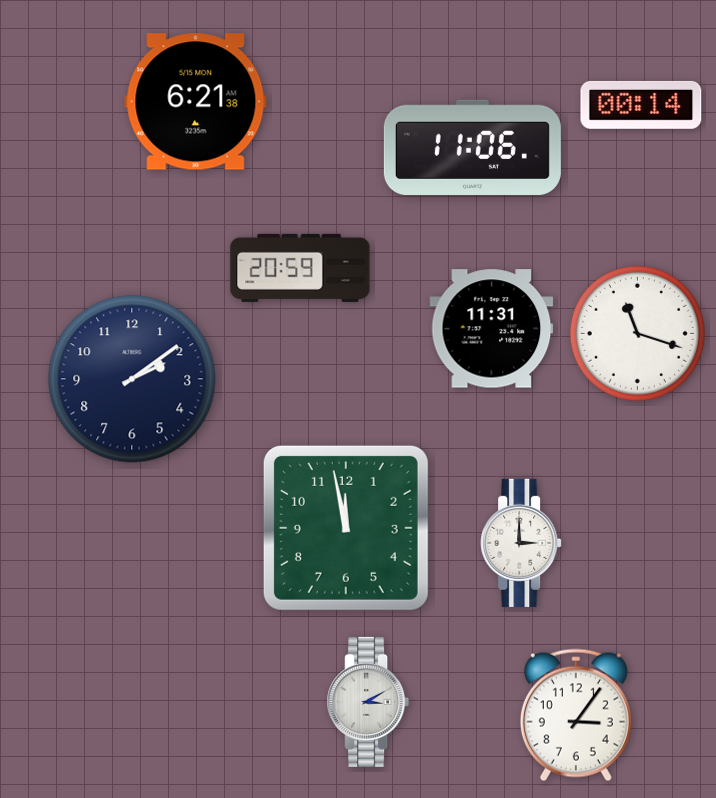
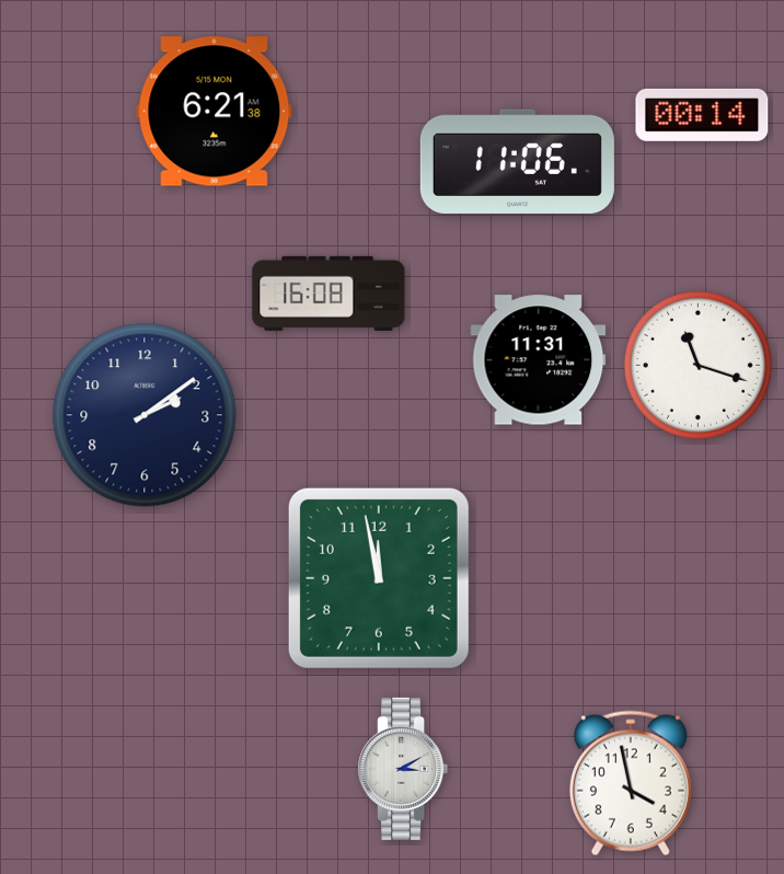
clock at (300, 268): 20:59 -> 16:08
clock at (521, 543): 3:00 -> none
clock at (576, 715): 3:06 -> 3:58
